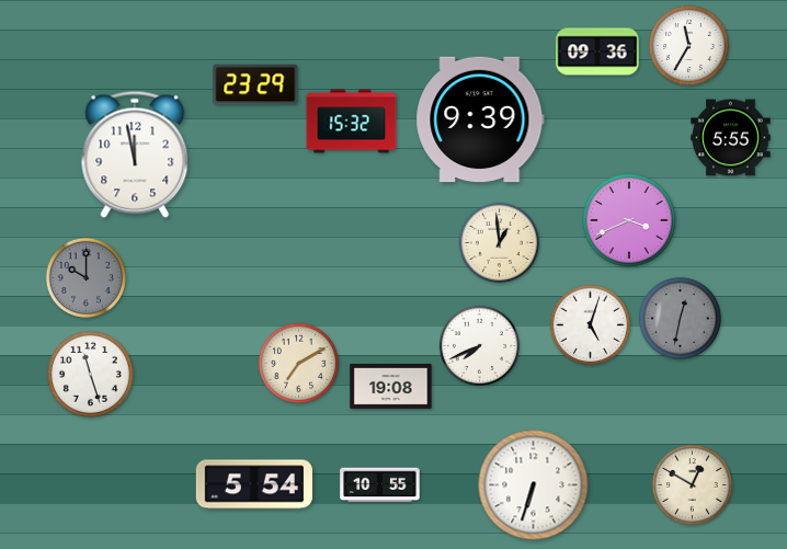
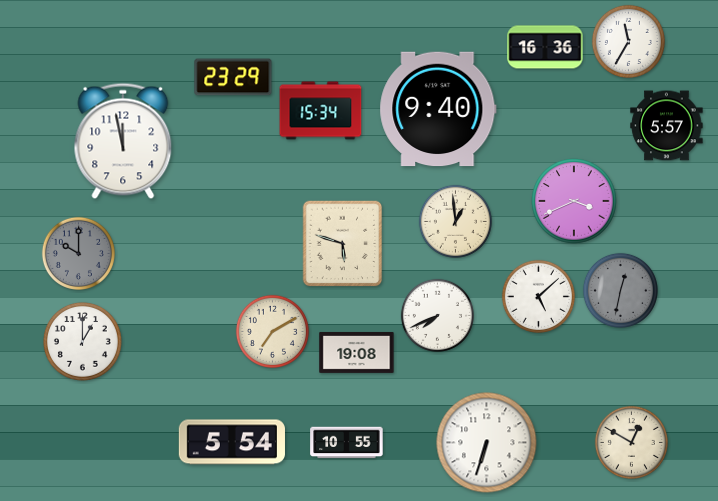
clock at (597, 52): 09:36 -> 16:36
clock at (480, 119): 9:39 -> 9:40
clock at (352, 122): 15:32 -> 15:34
clock at (731, 138): 5:55 -> 5:57
clock at (343, 244): none -> 5:48
clock at (590, 324): 5:03 -> 5:08
clock at (90, 374): 11:27 -> 1:00
